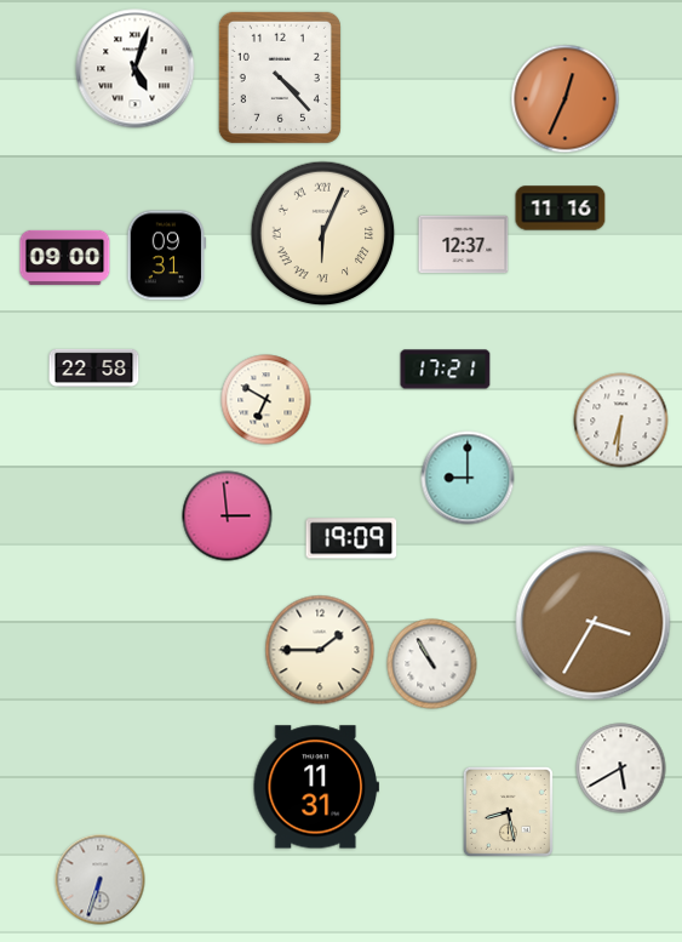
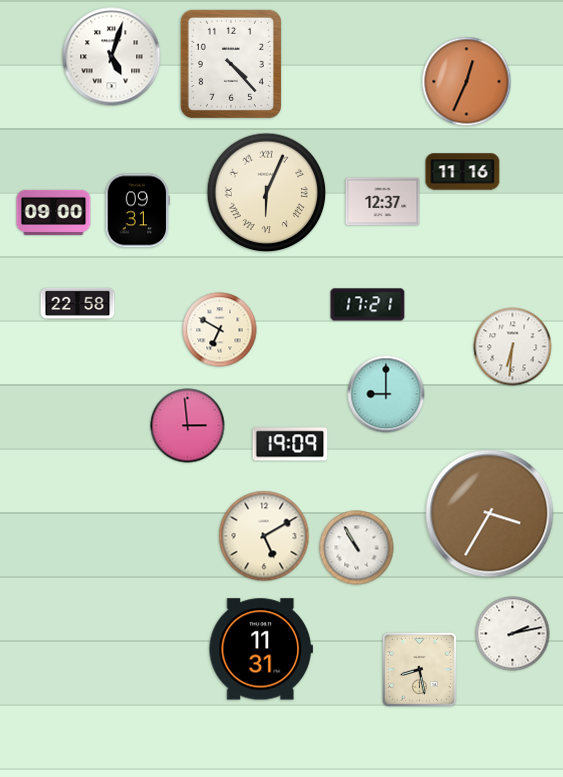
clock at (320, 650): 1:45 -> 5:10
clock at (621, 769): 5:40 -> 2:13
clock at (101, 880): 6:33 -> none
